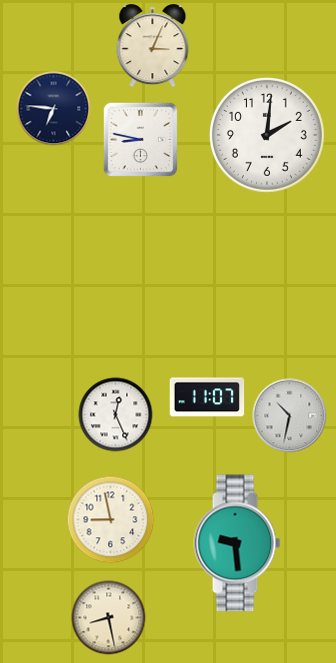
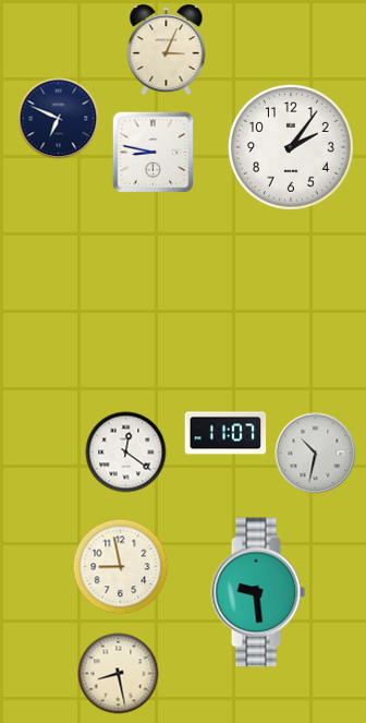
clock at (54, 109): 6:46 -> 6:49
clock at (267, 135): 2:01 -> 2:06
clock at (116, 415): 12:26 -> 12:21
